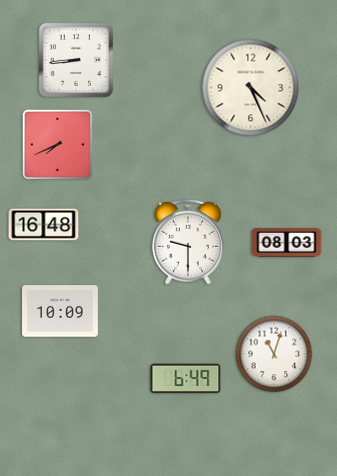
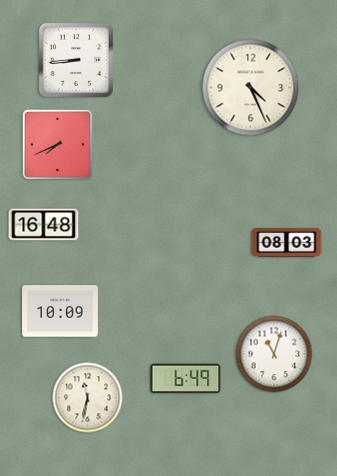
clock at (189, 242): 9:30 -> none
clock at (88, 398): none -> 11:32
